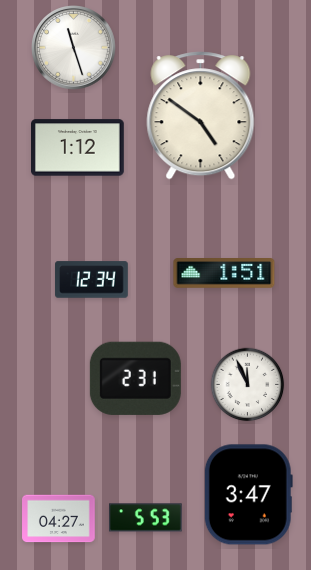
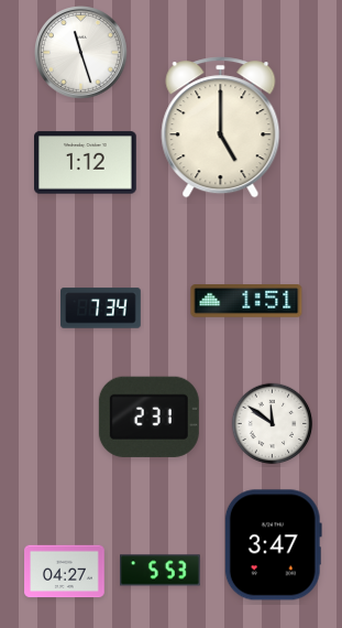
clock at (201, 116): 4:51 -> 5:00
clock at (92, 280): 12:34 -> 7:34
clock at (248, 385): 11:56 -> 11:51
